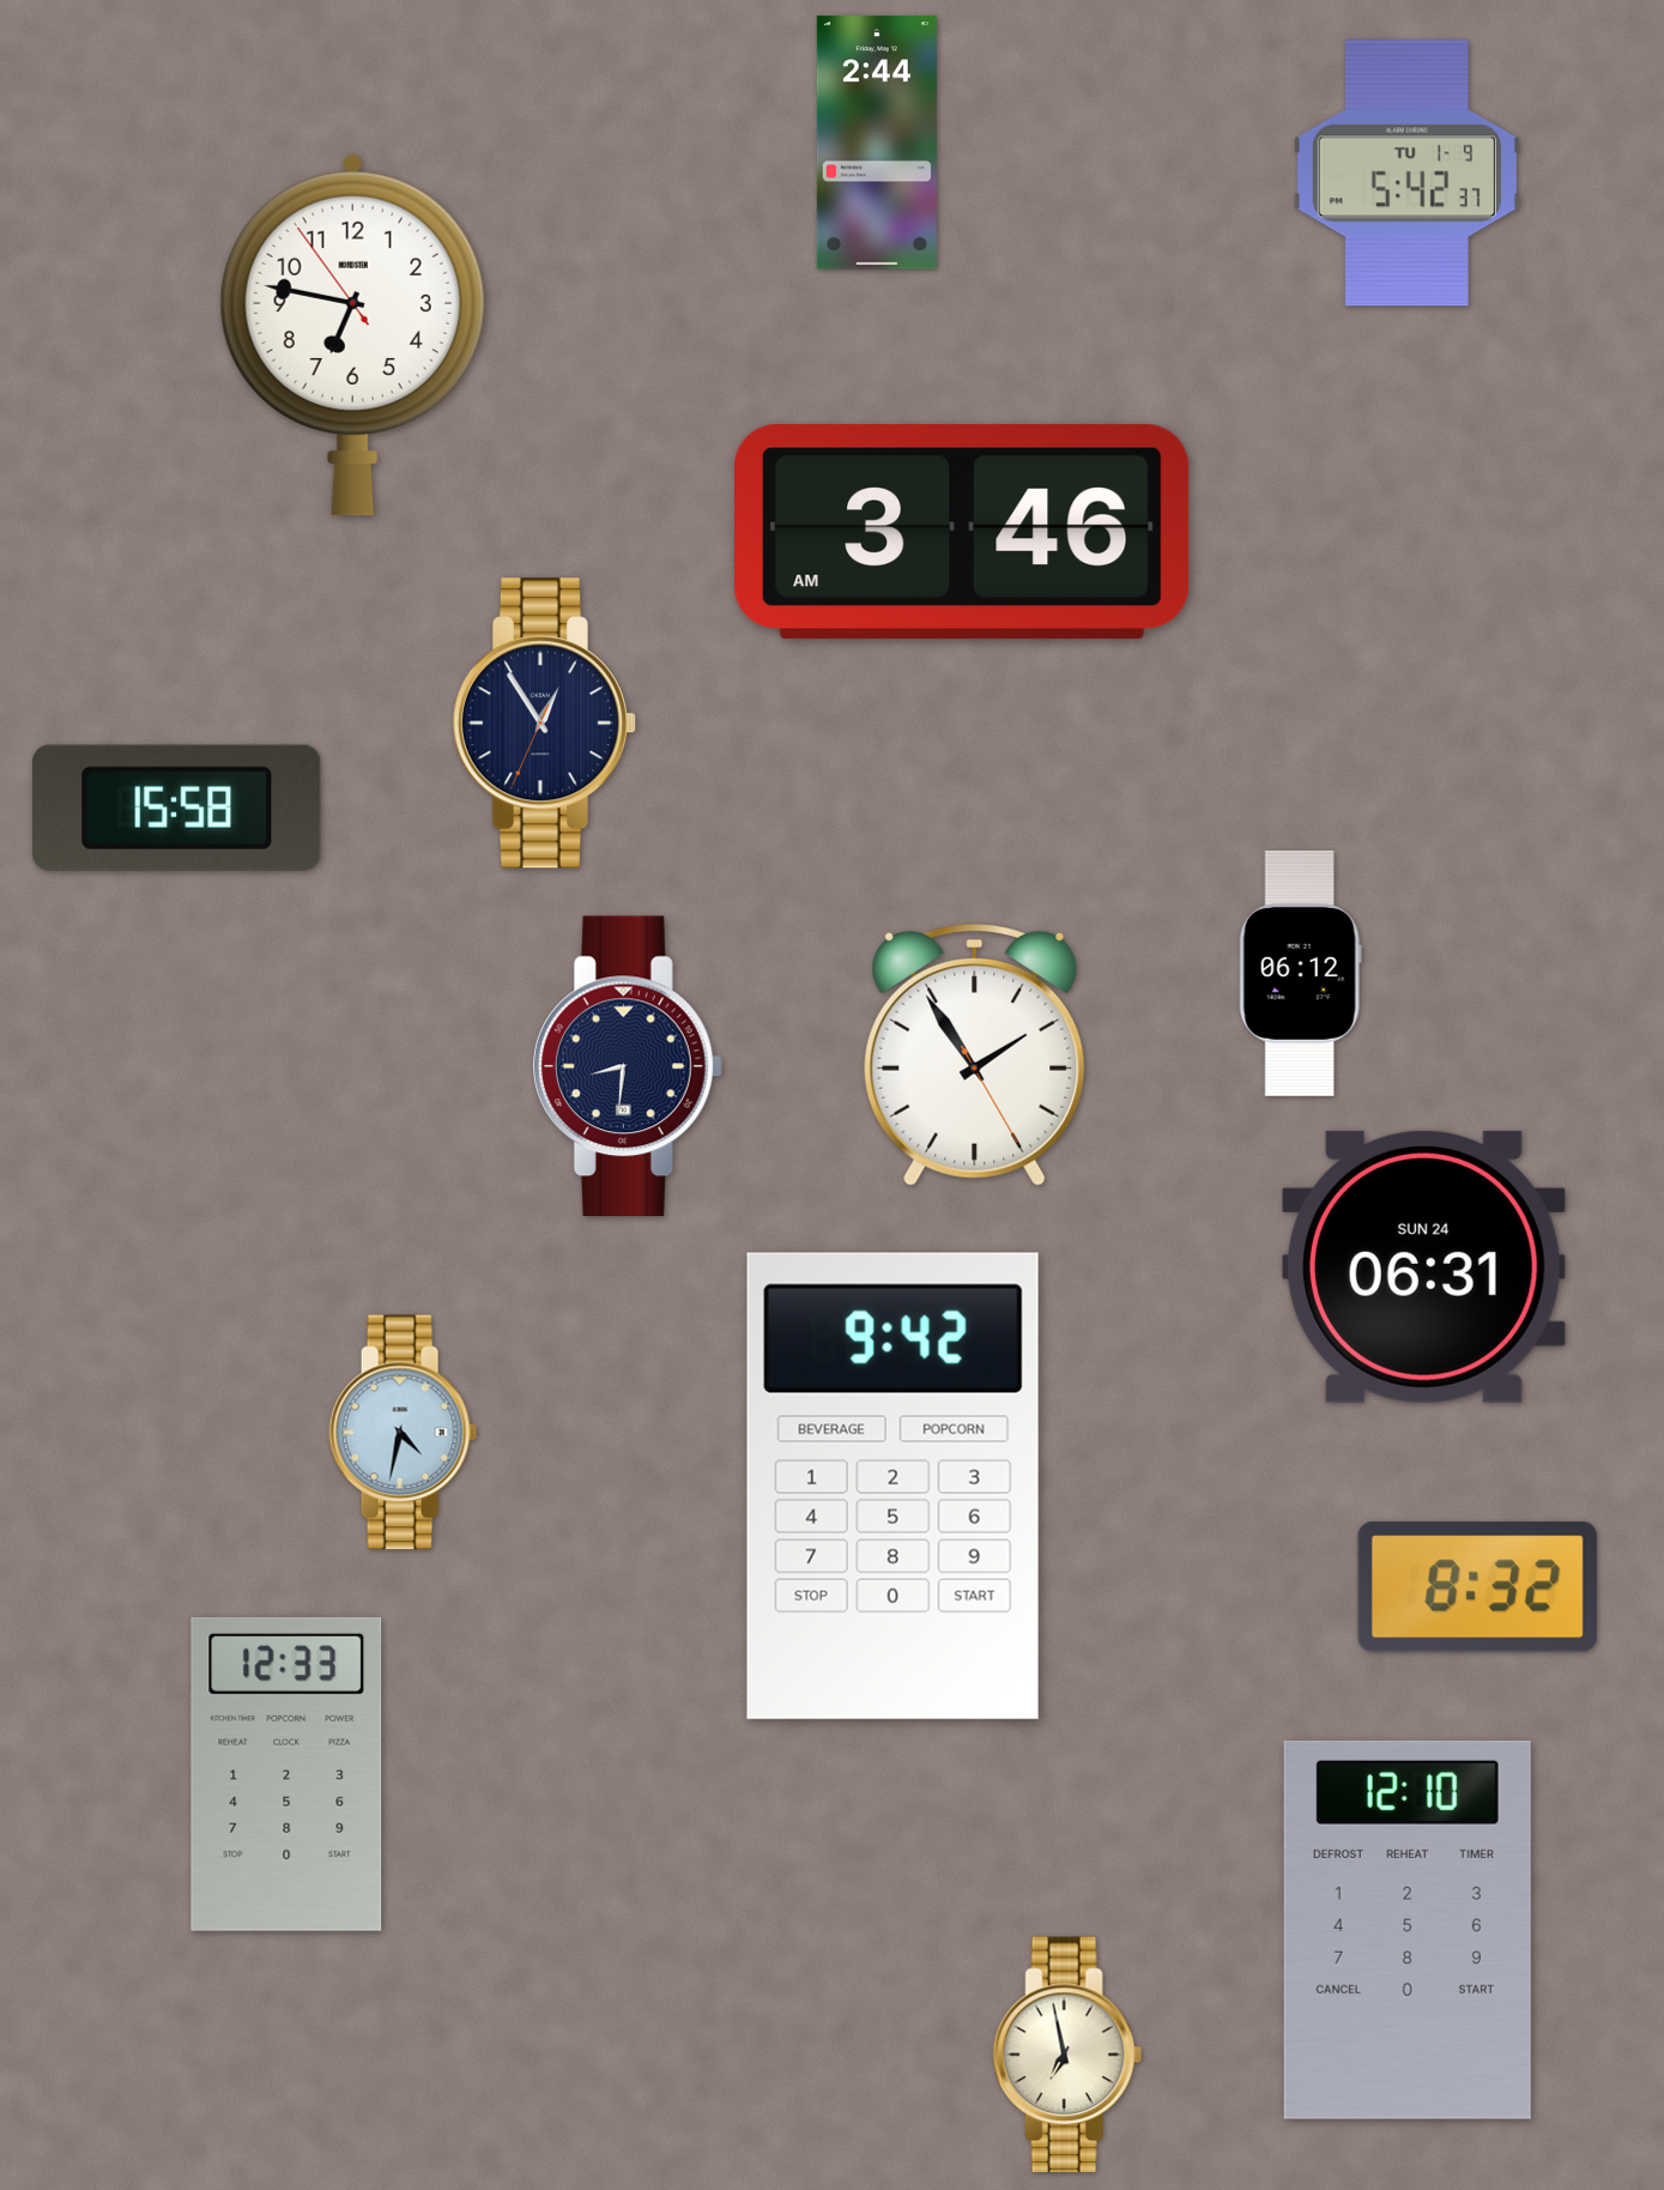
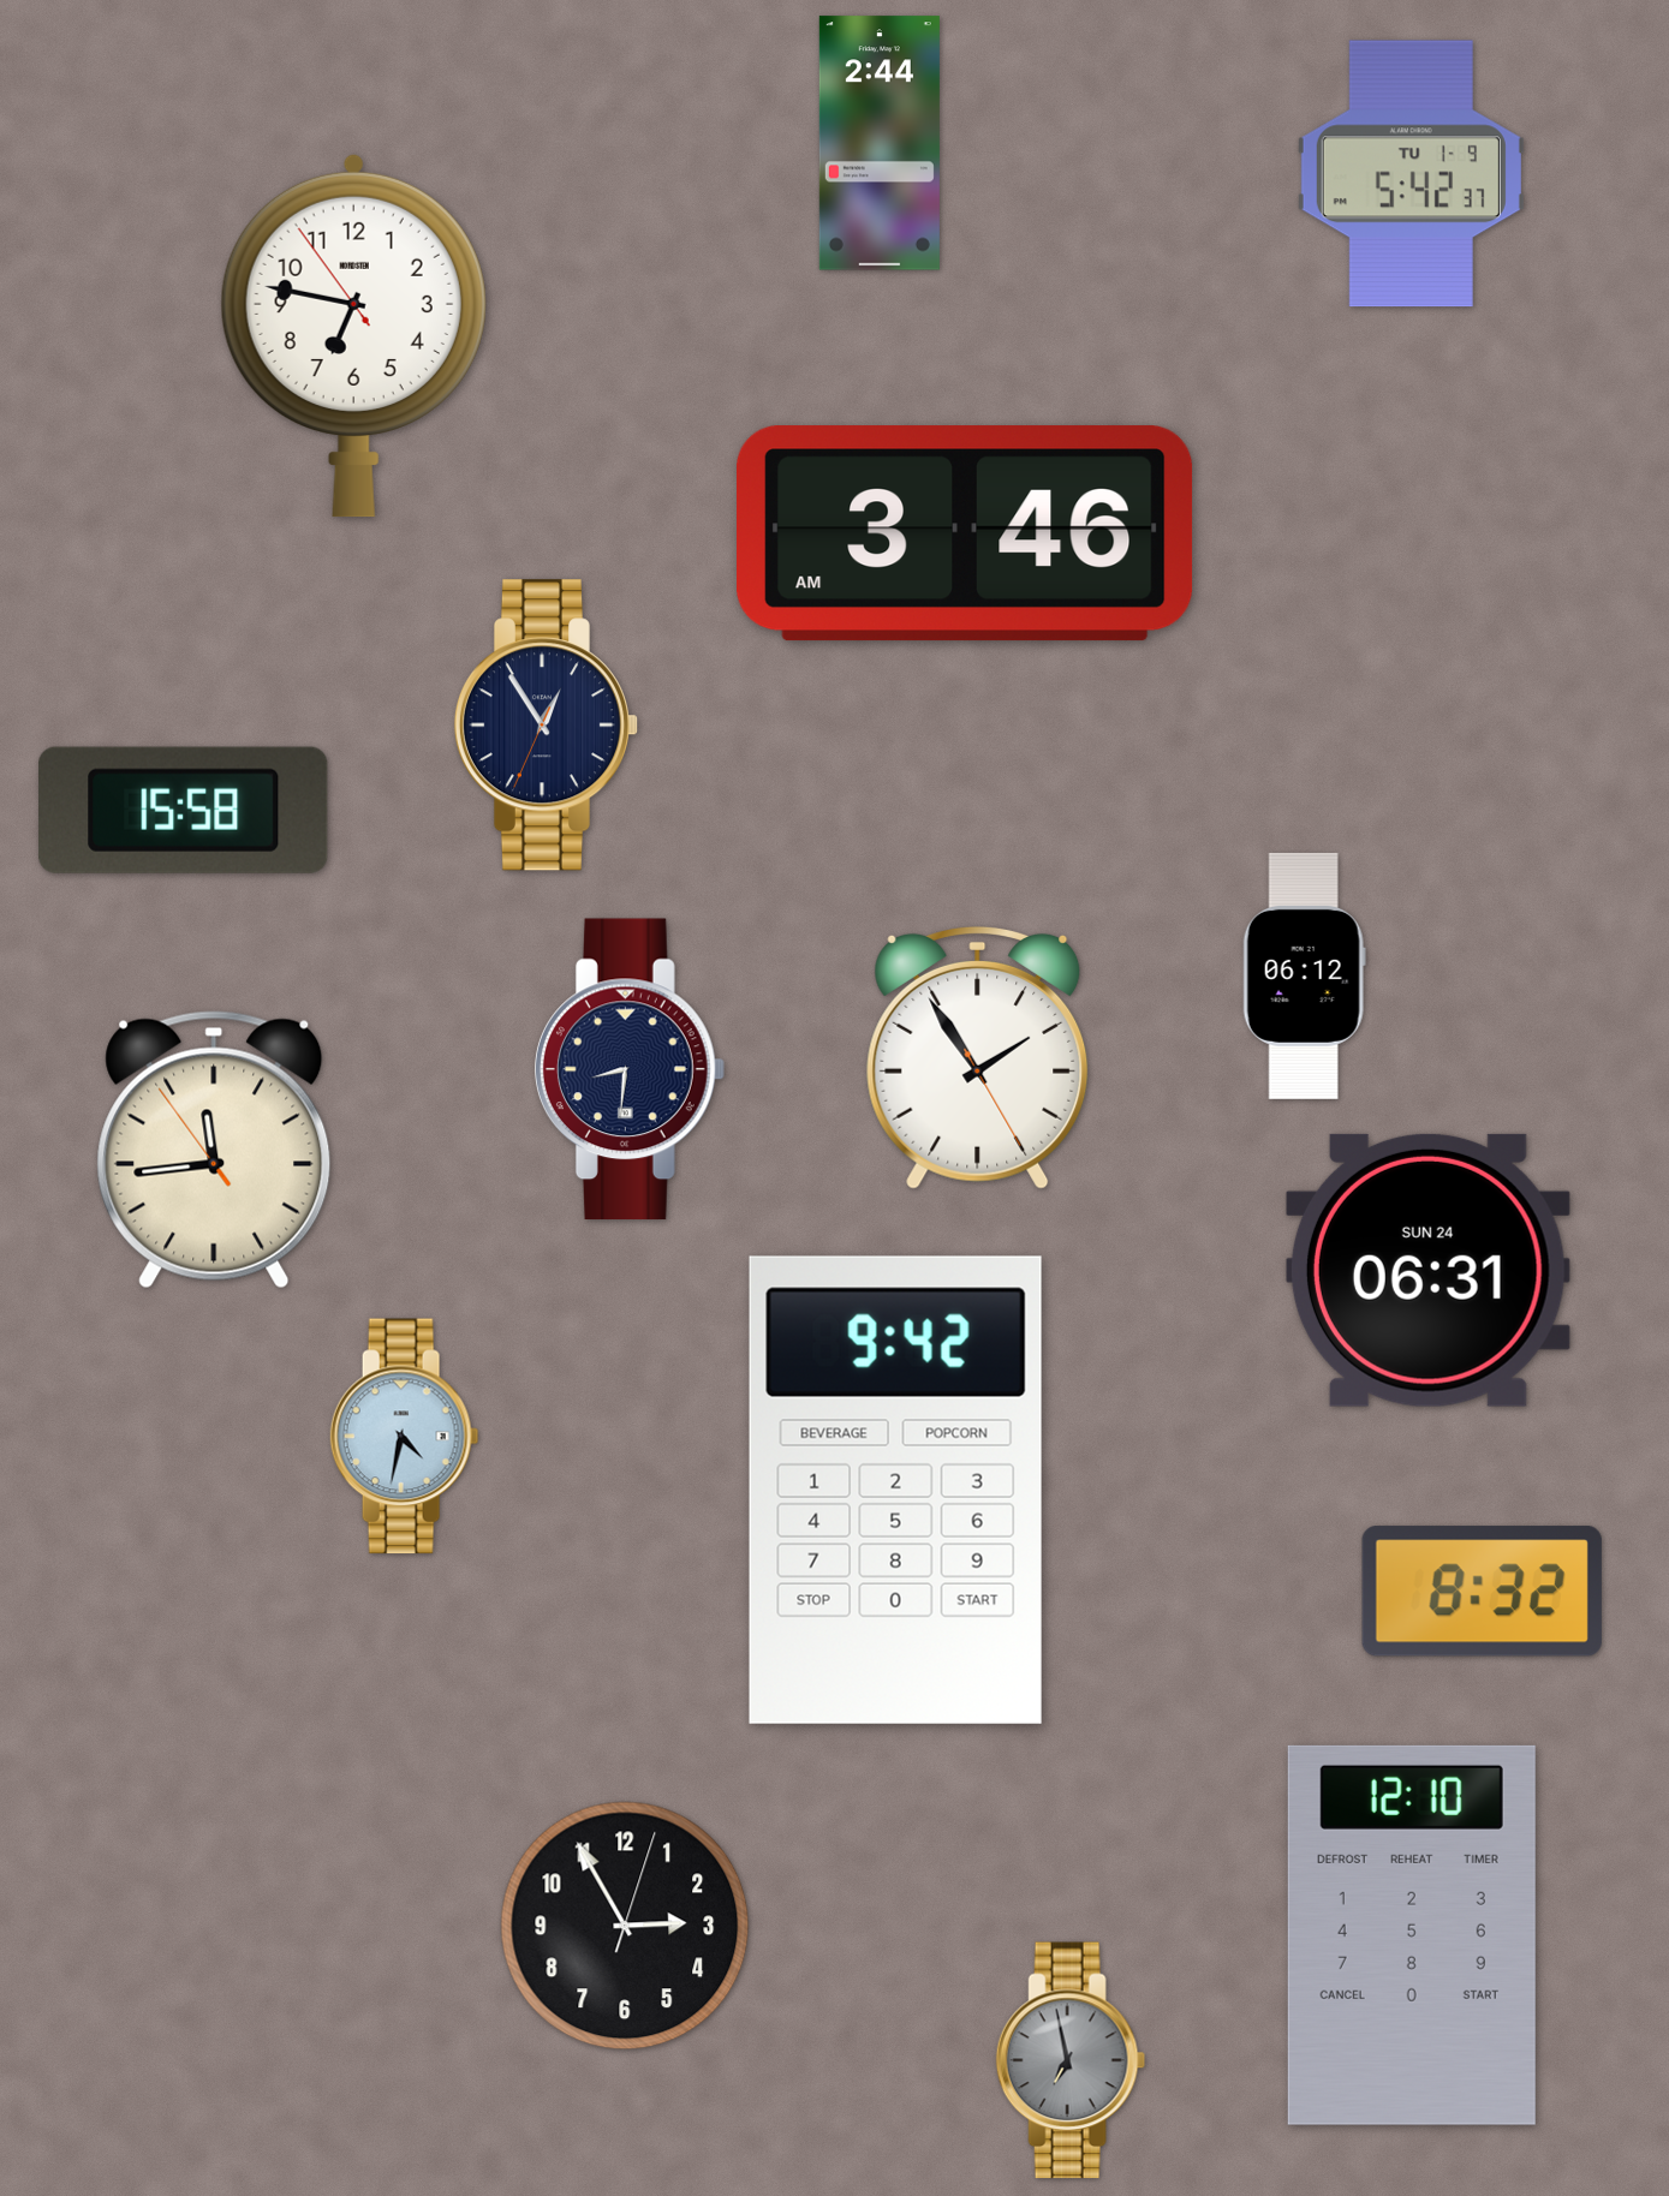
clock at (177, 807) position: (177, 807) -> (184, 810)
clock at (214, 1150): none -> 11:43
clock at (286, 1774): 12:33 -> none
clock at (625, 1926): none -> 2:55
clock at (1067, 2055) dial: cream -> grey
